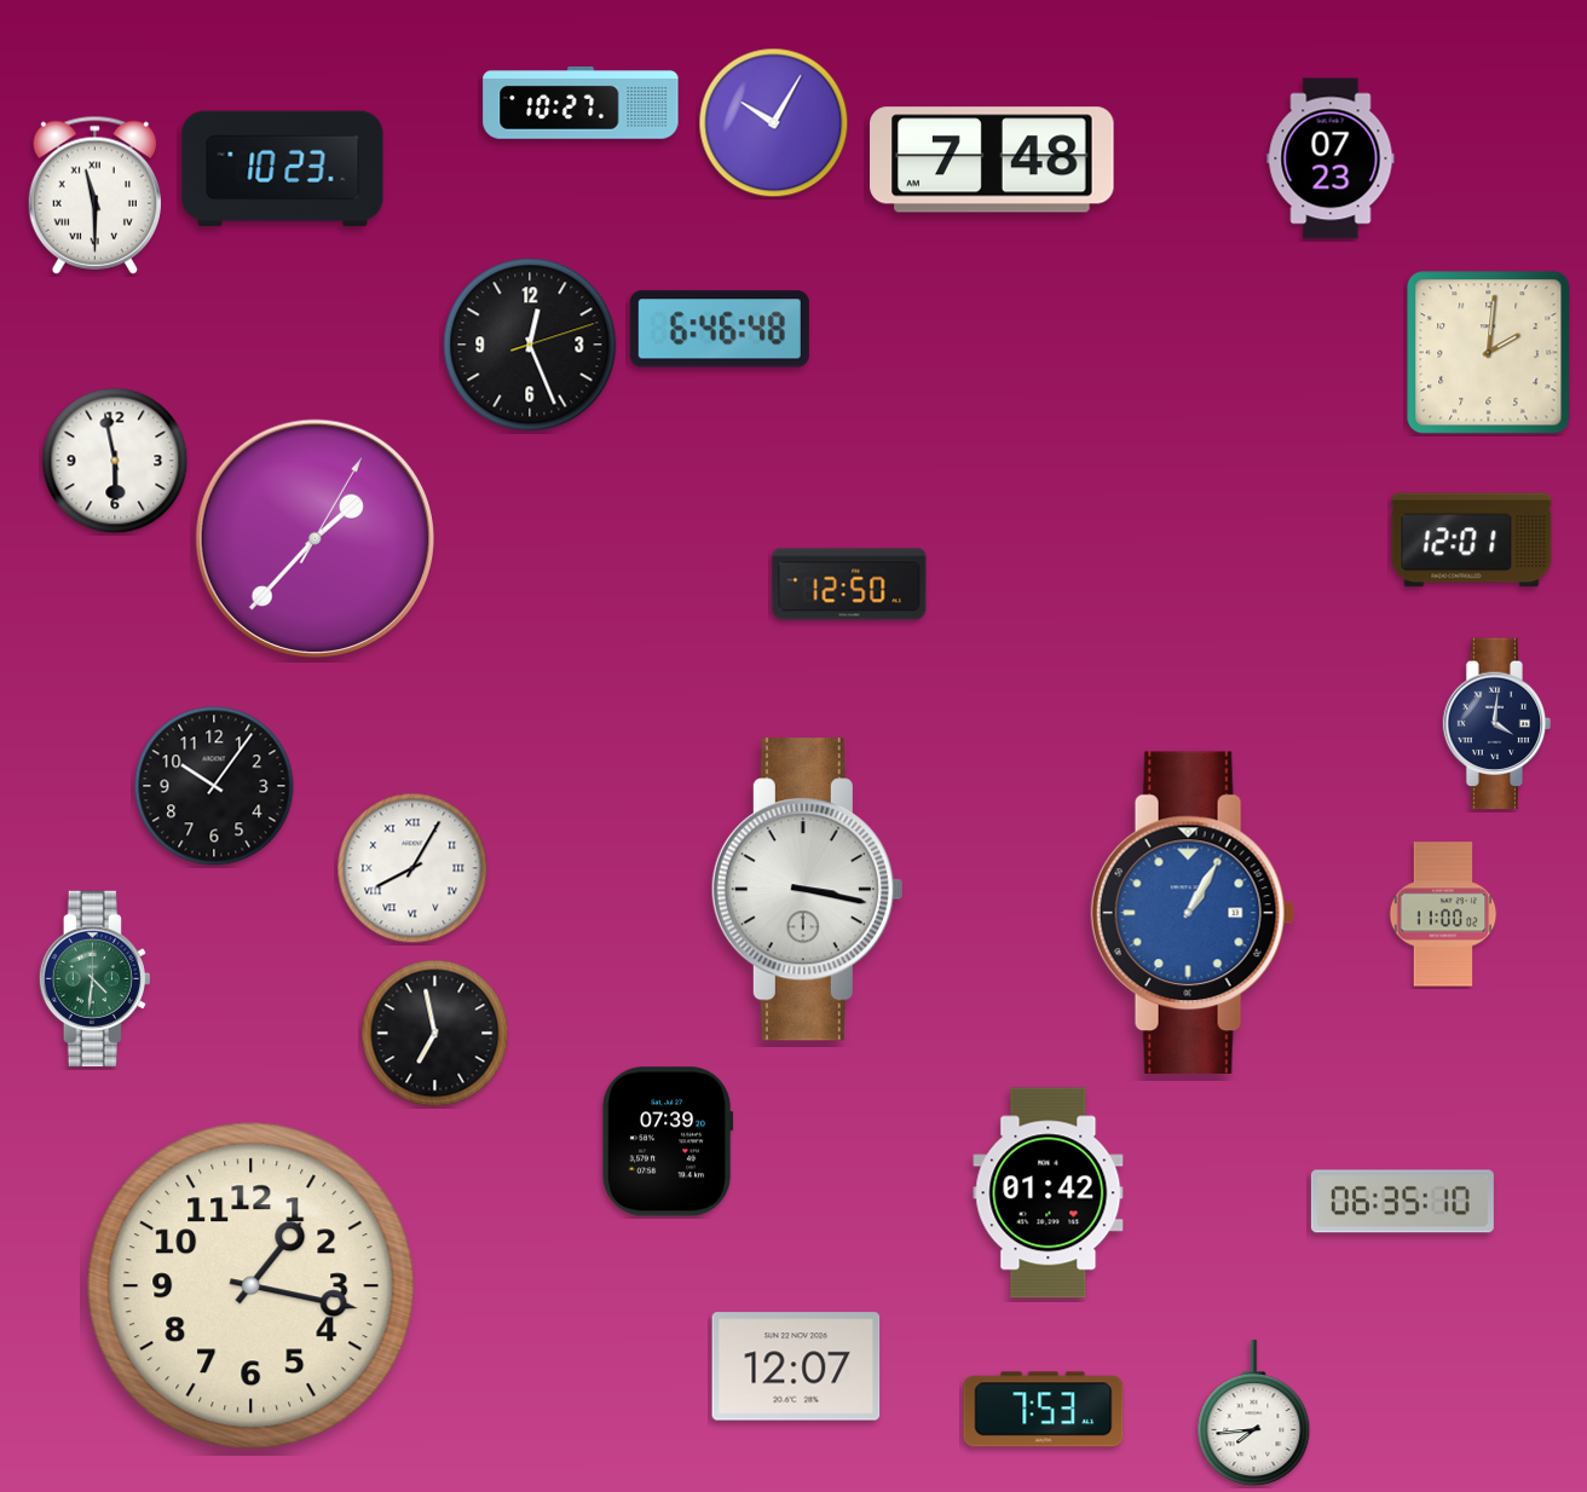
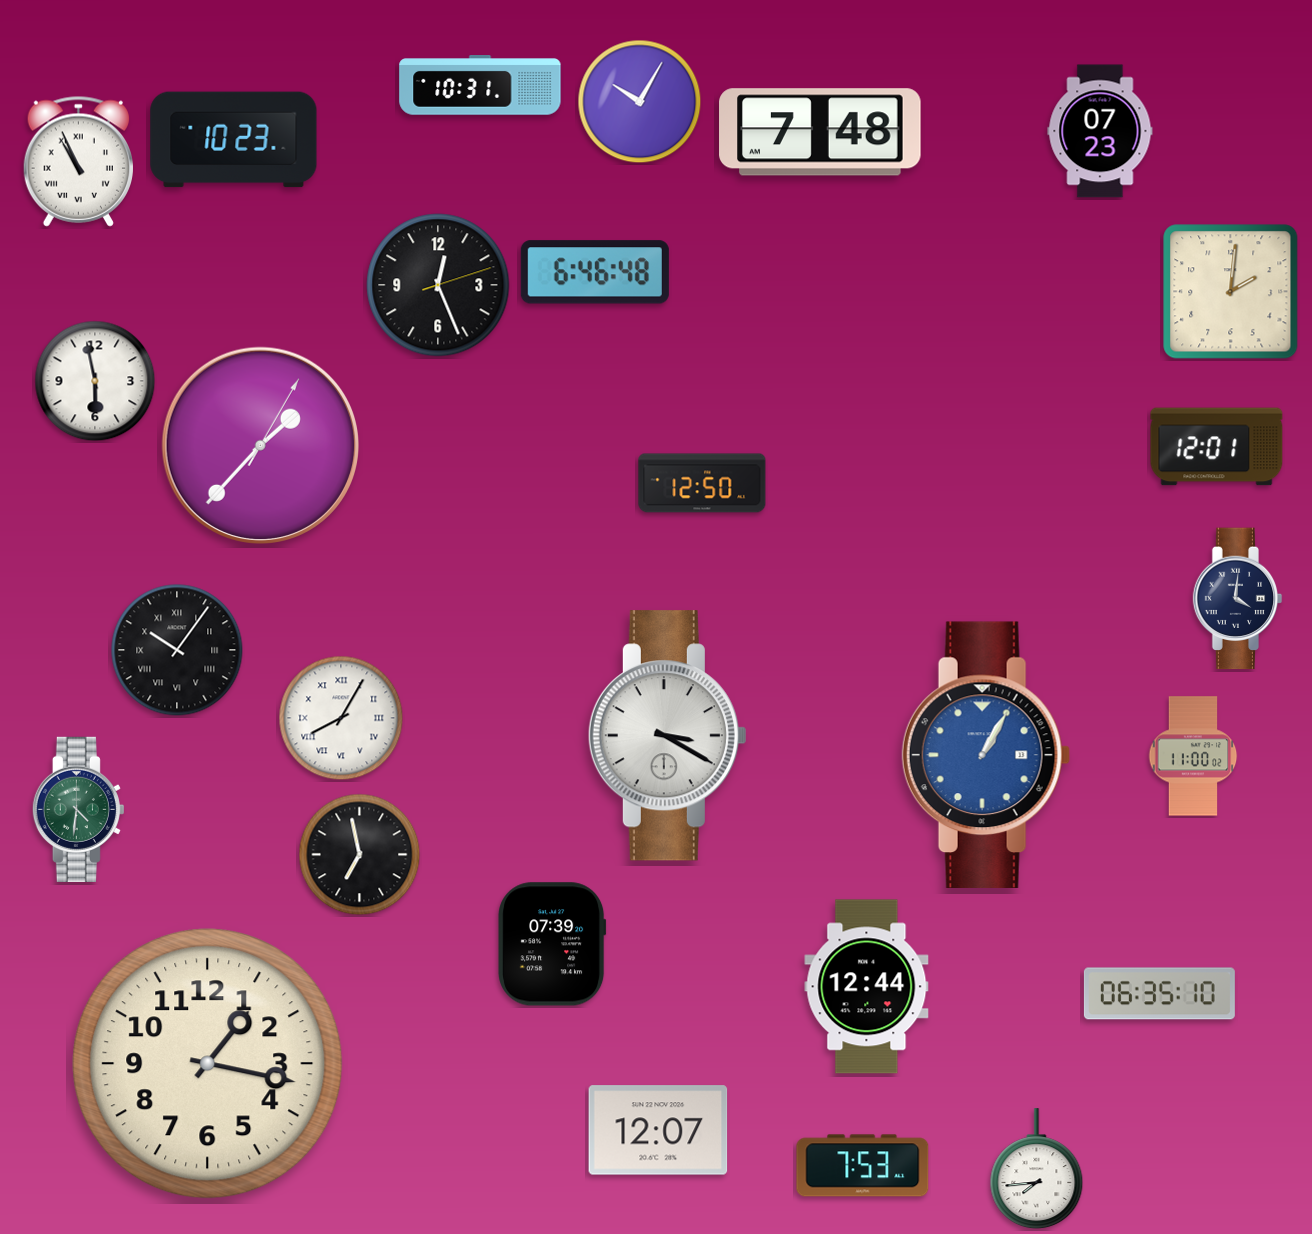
clock at (581, 103): 10:27 -> 10:31
clock at (94, 195): 11:30 -> 10:56
clock at (214, 786) numerals: Arabic -> Roman
clock at (807, 890): 3:17 -> 3:20
clock at (1049, 1193): 01:42 -> 12:44
